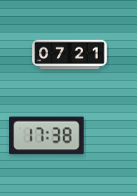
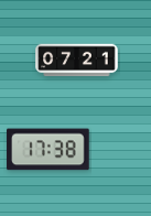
clock at (47, 136) position: (47, 136) -> (48, 150)
